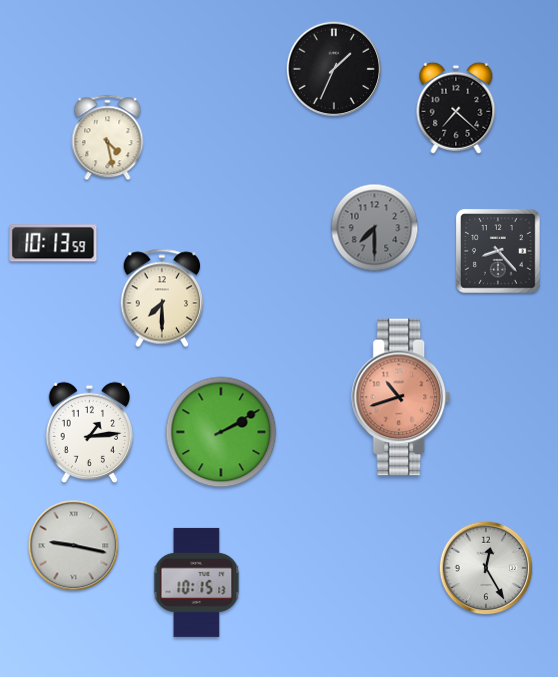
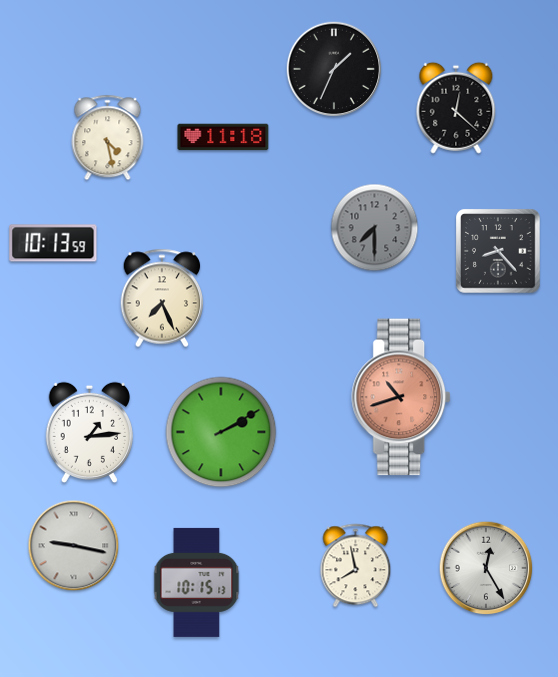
clock at (456, 108): 7:22 -> 12:22
clock at (223, 137): none -> 11:18
clock at (162, 298): 7:30 -> 7:26
clock at (356, 566): none -> 7:58
